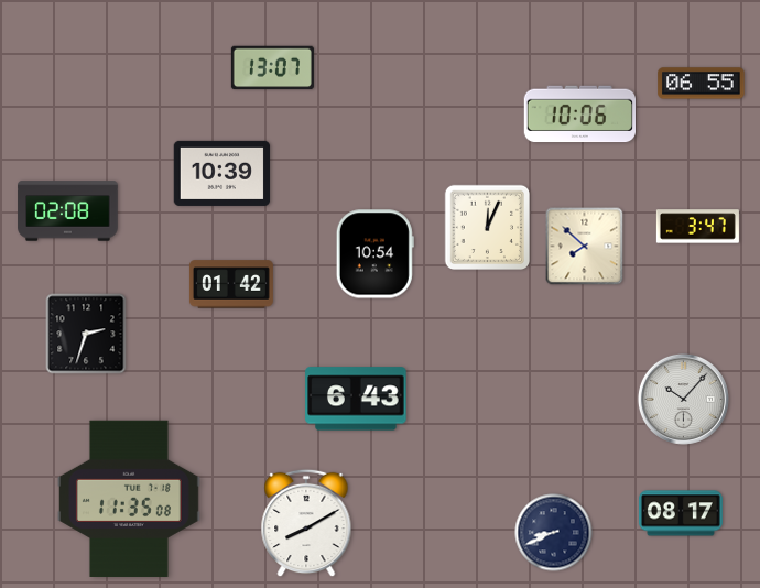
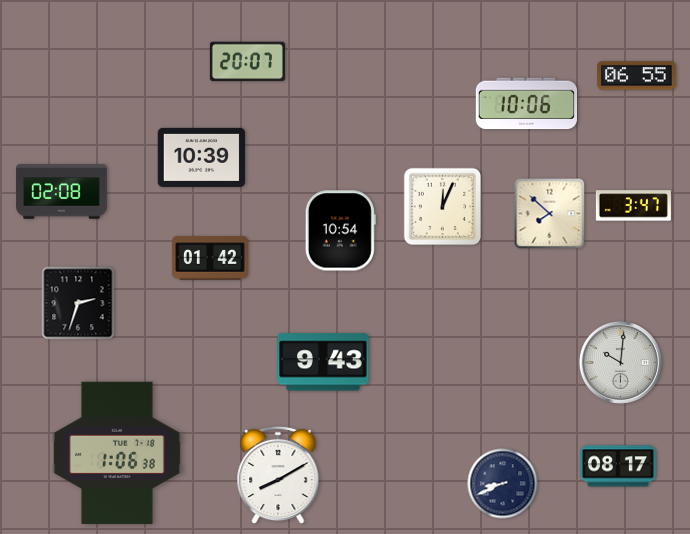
clock at (272, 68): 13:07 -> 20:07
clock at (585, 247) position: (585, 247) -> (550, 214)
clock at (356, 399): 6:43 -> 9:43
clock at (683, 399): 10:07 -> 10:01
clock at (129, 498): 11:35 -> 1:06
